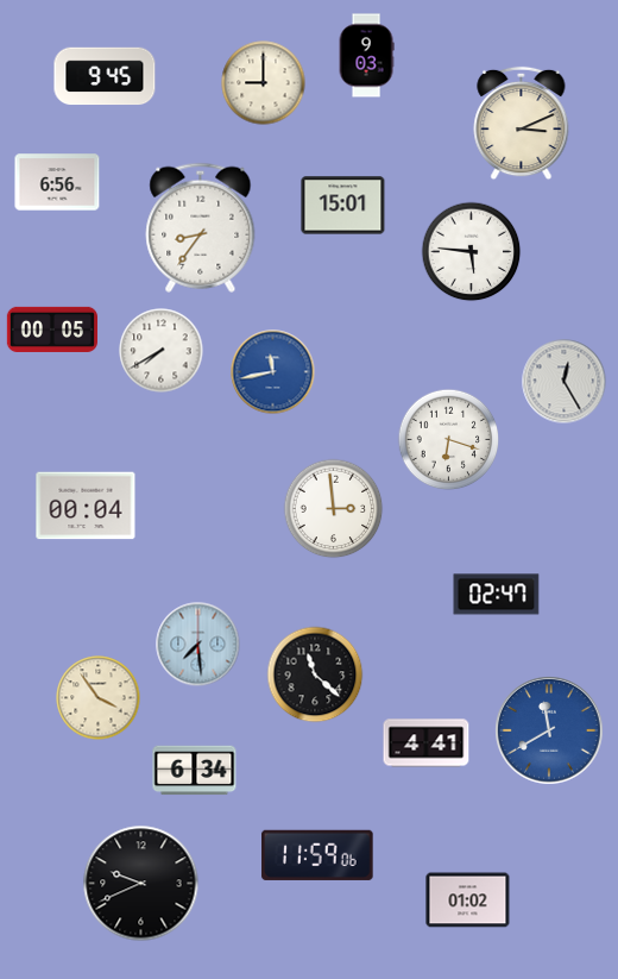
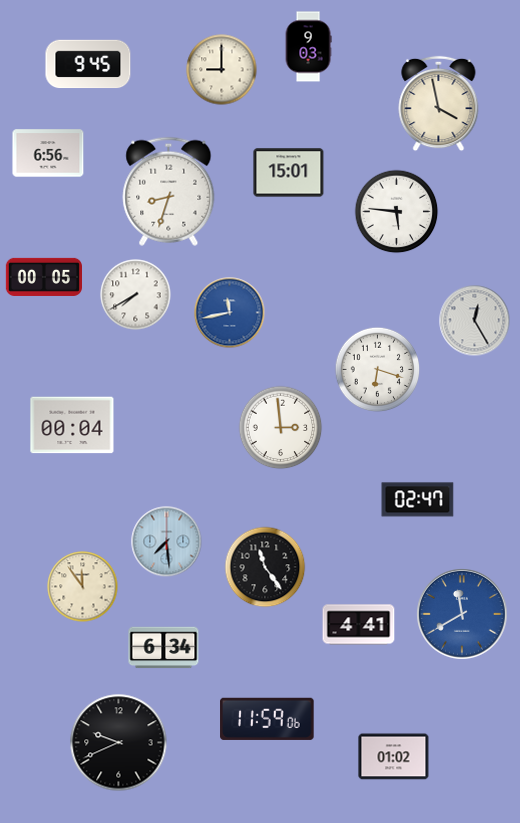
clock at (522, 124): 3:11 -> 3:58
clock at (201, 227): 8:36 -> 8:33
clock at (315, 674): 11:22 -> 11:24
clock at (99, 698): 3:54 -> 11:54
